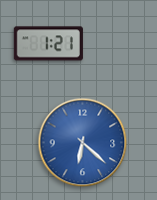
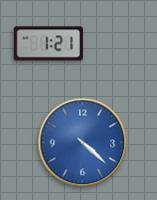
clock at (83, 143): 6:22 -> 4:22
